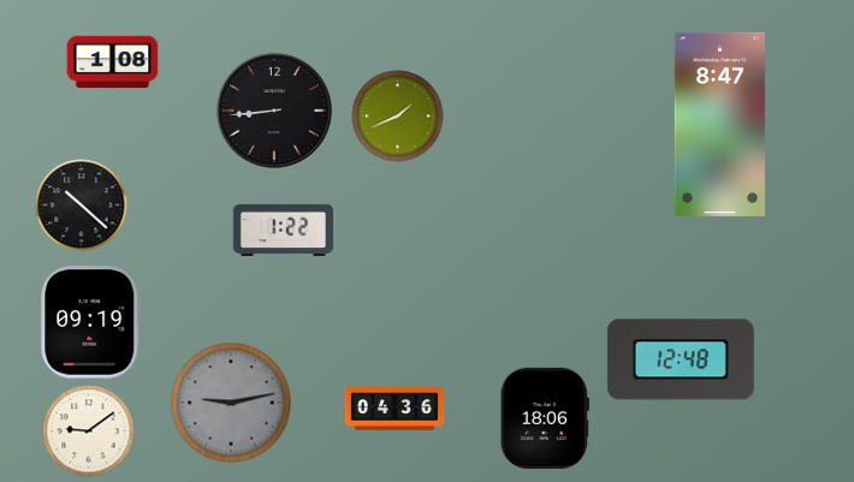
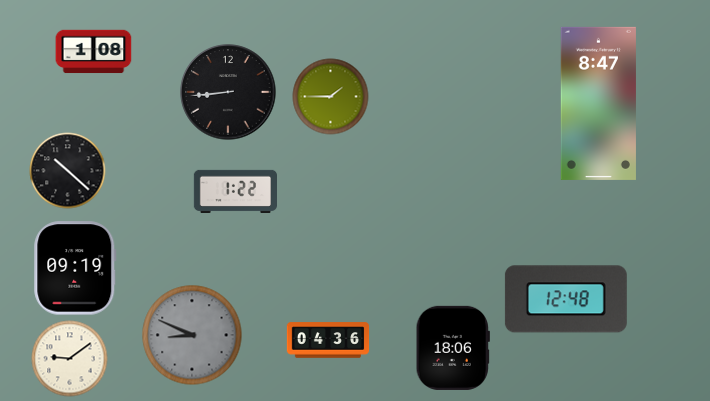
clock at (398, 117): 1:41 -> 1:45
clock at (231, 403): 9:13 -> 8:49
clock at (89, 432) position: (89, 432) -> (70, 359)
